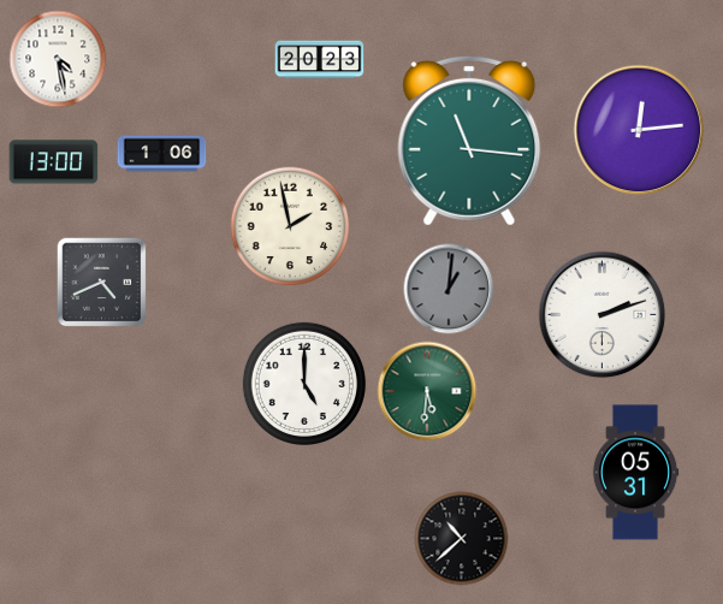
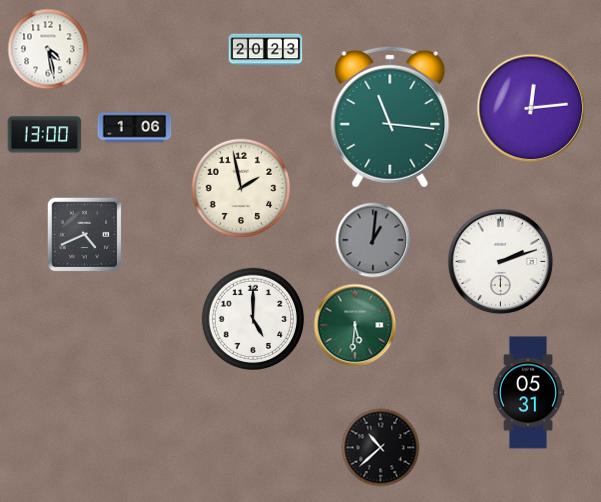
clock at (462, 539) position: (462, 539) -> (381, 448)
